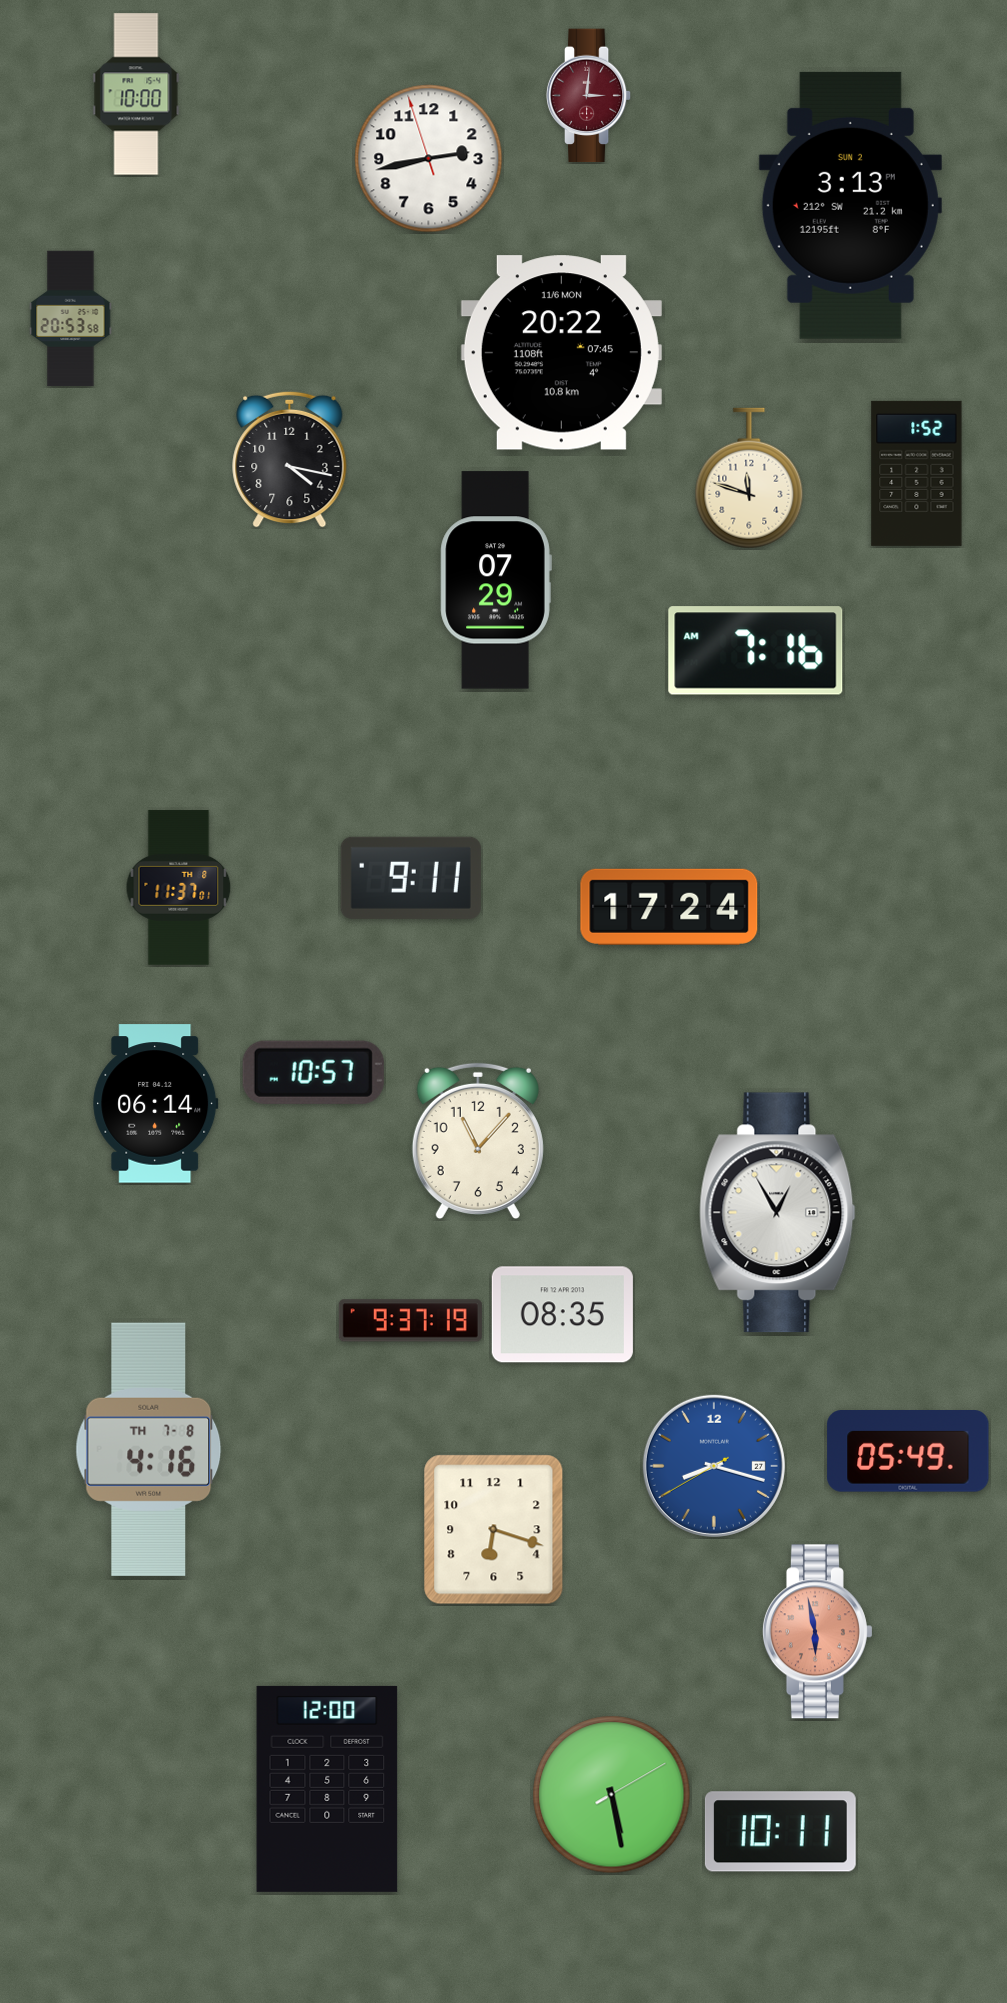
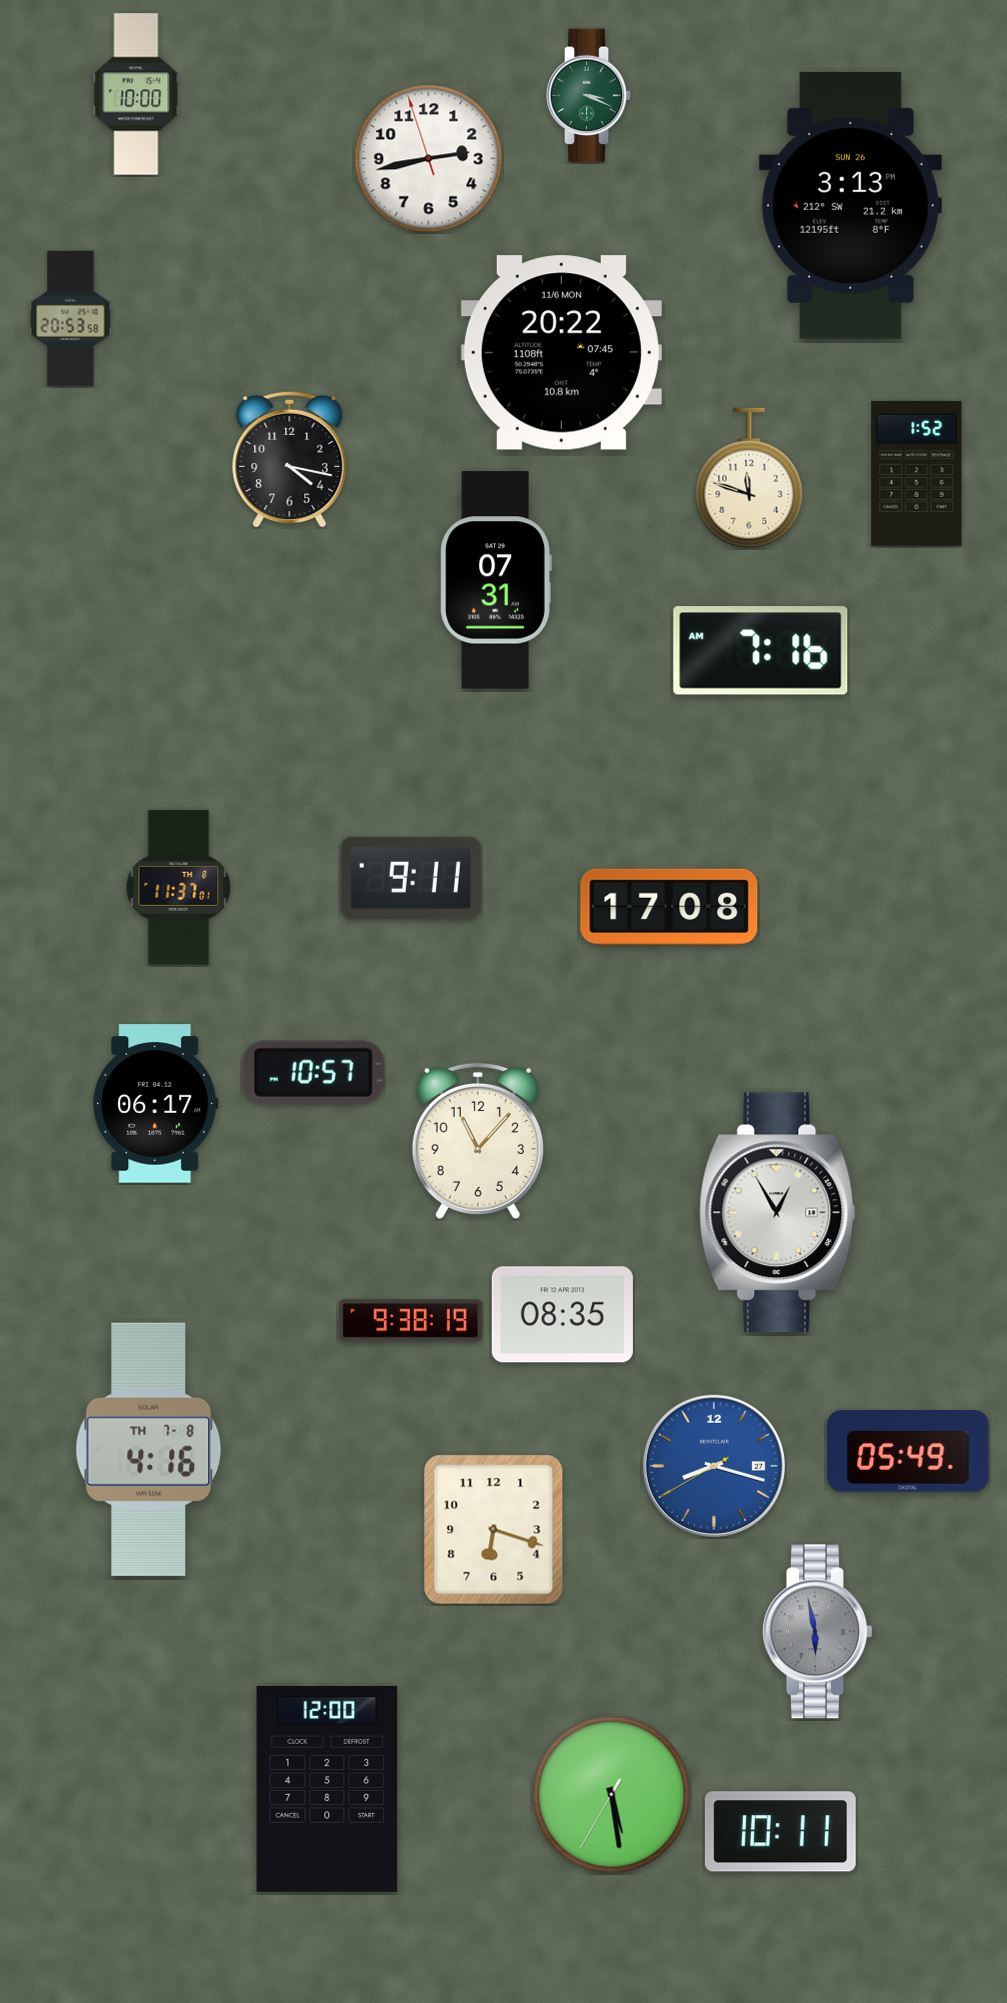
clock at (589, 96): 3:01 -> 3:19
clock at (589, 96) dial: burgundy -> green
clock at (850, 205) date: SUN 2 -> SUN 26
clock at (496, 580): 07:29 -> 07:31
clock at (756, 651) position: (756, 651) -> (761, 651)
clock at (669, 907): 17:24 -> 17:08
clock at (156, 1104): 06:14 -> 06:17
clock at (410, 1321): 9:37 -> 9:38
clock at (817, 1632) dial: salmon -> grey
clock at (612, 1795): 5:28:10 -> 5:28:35
